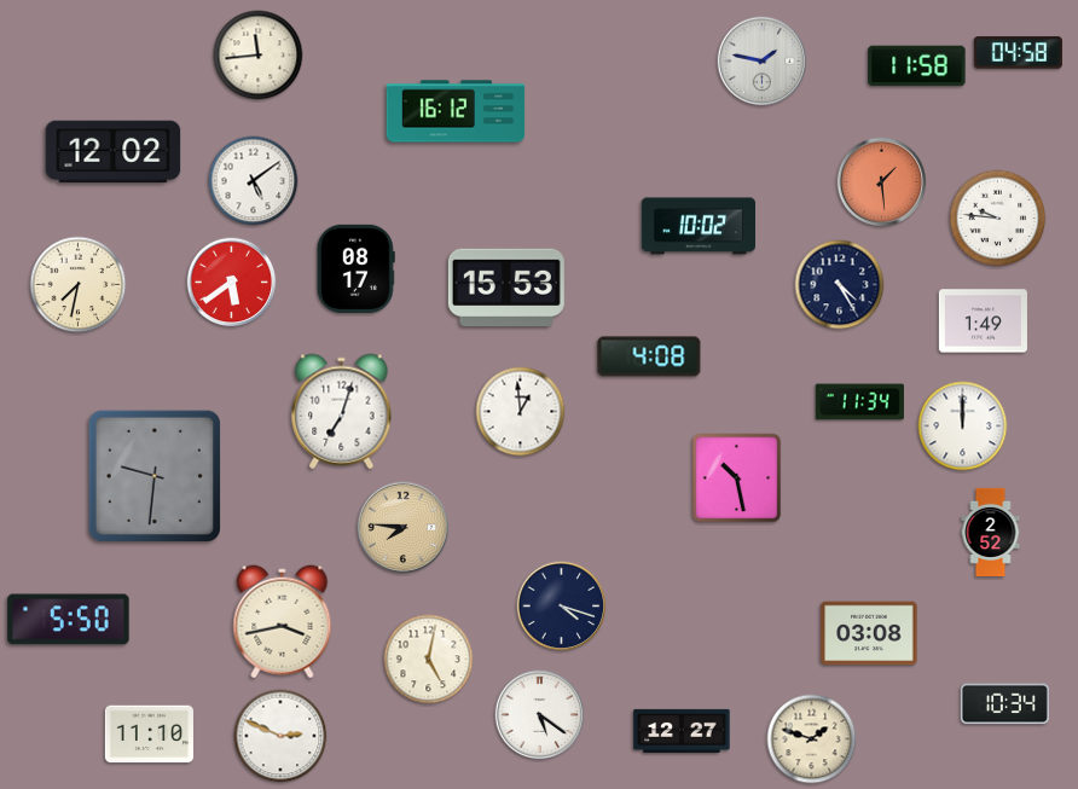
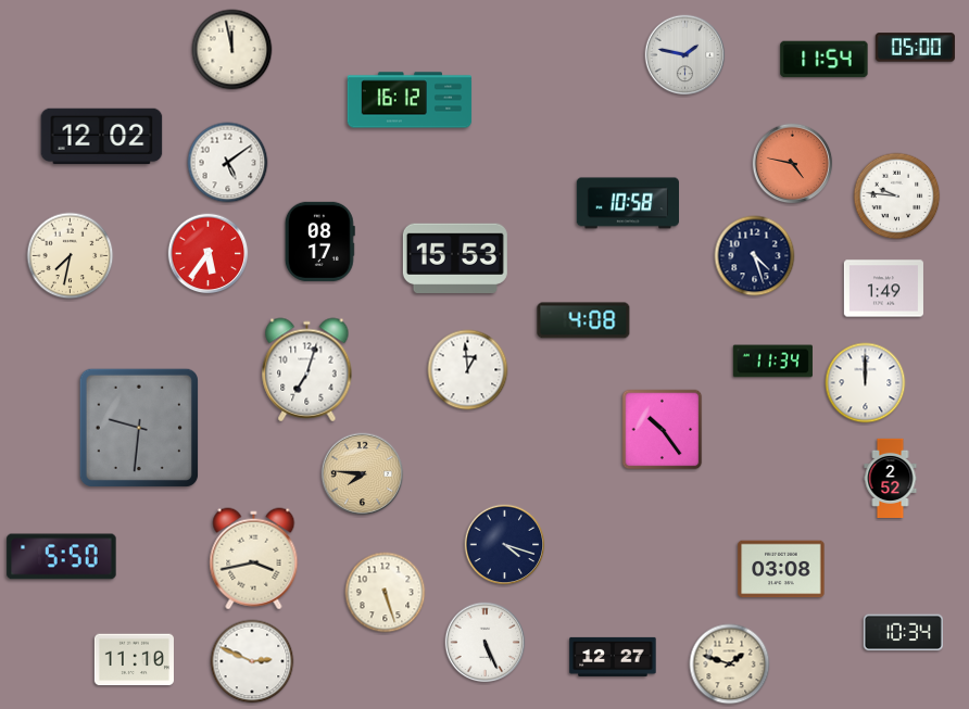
clock at (1018, 53): 04:58 -> 05:00
clock at (259, 56): 11:44 -> 11:58
clock at (917, 66): 11:58 -> 11:54
clock at (882, 182): 1:29 -> 4:47
clock at (697, 226): 10:02 -> 10:58
clock at (232, 283): 5:39 -> 5:36
clock at (840, 285): 4:25 -> 4:27
clock at (737, 478): 10:28 -> 10:24
clock at (429, 660): 5:02 -> 5:27
clock at (540, 715): 5:21 -> 5:26
